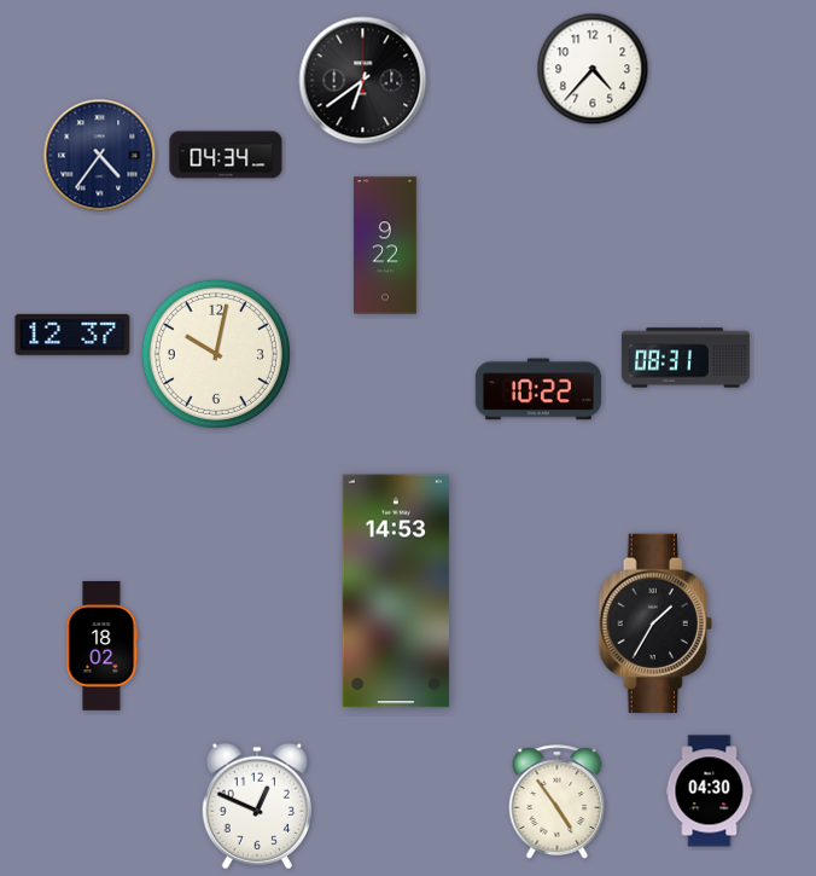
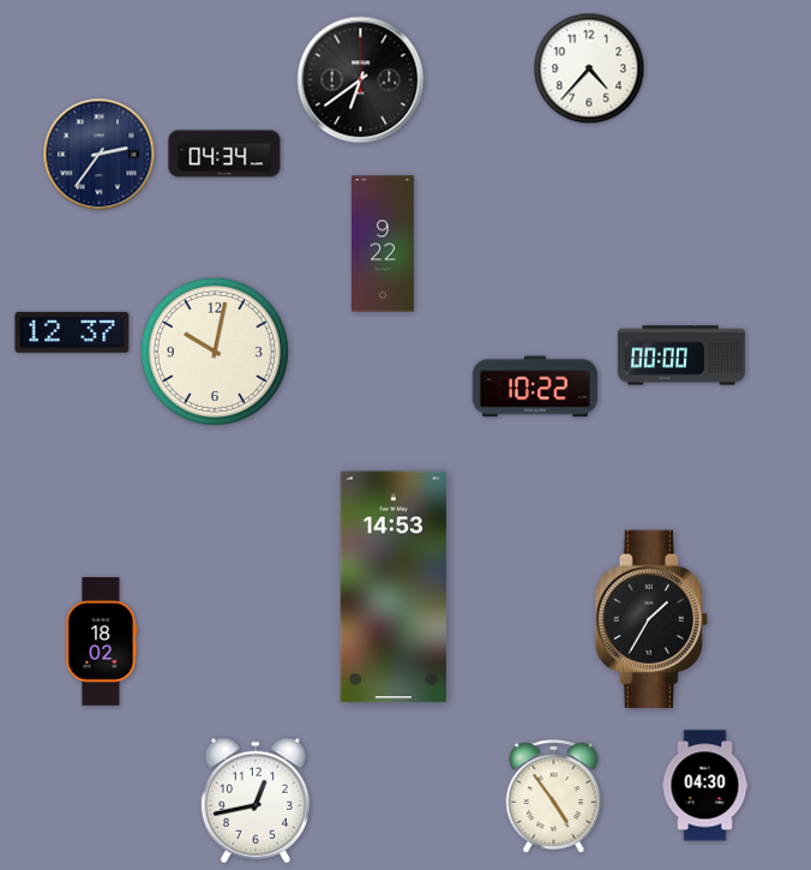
clock at (100, 156): 4:36 -> 2:36
clock at (686, 358): 08:31 -> 00:00
clock at (257, 806): 12:49 -> 12:43
